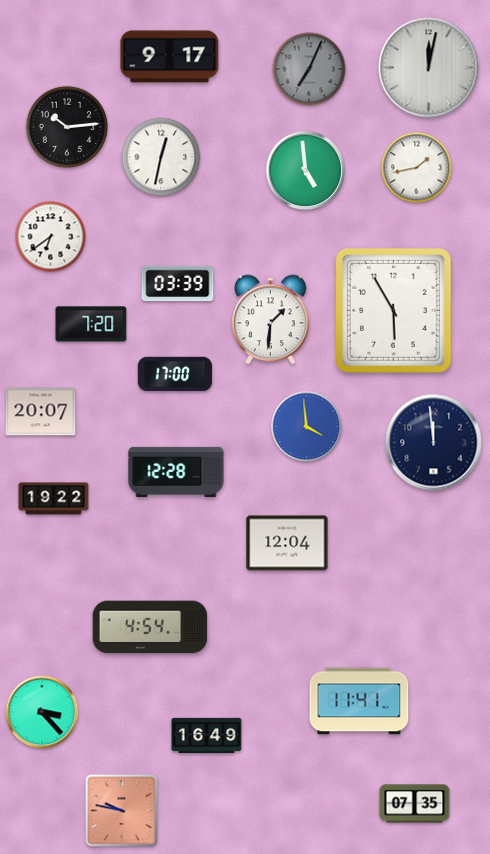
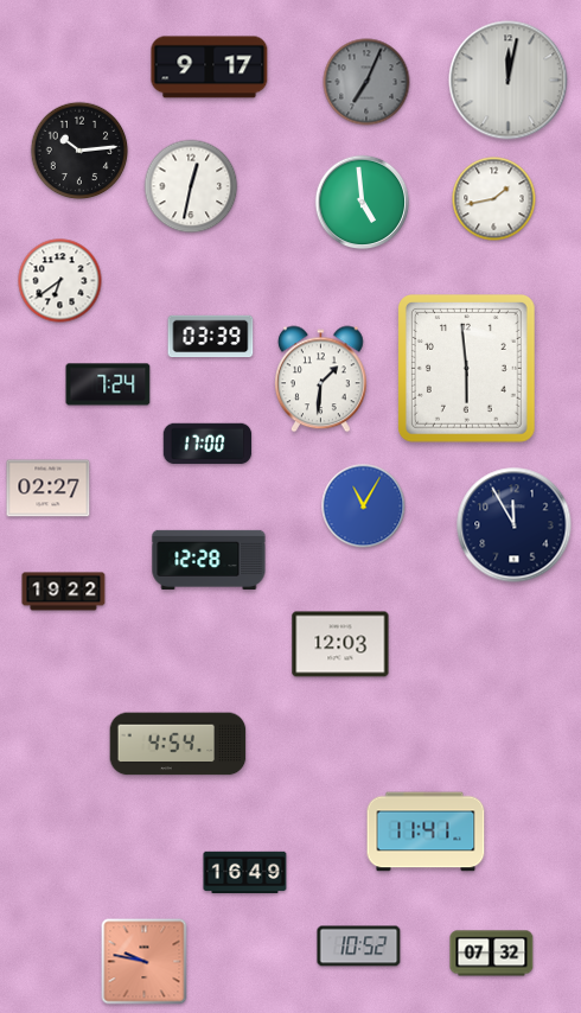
clock at (170, 57) position: (170, 57) -> (210, 68)
clock at (393, 311): 5:55 -> 5:59
clock at (91, 324): 7:20 -> 7:24
clock at (41, 412): 20:07 -> 02:27
clock at (307, 427): 3:59 -> 11:05
clock at (434, 443): 11:59 -> 11:55
clock at (287, 543): 12:04 -> 12:03
clock at (42, 712): 3:23 -> none
clock at (359, 947): none -> 10:52
clock at (415, 804): 07:35 -> 07:32
